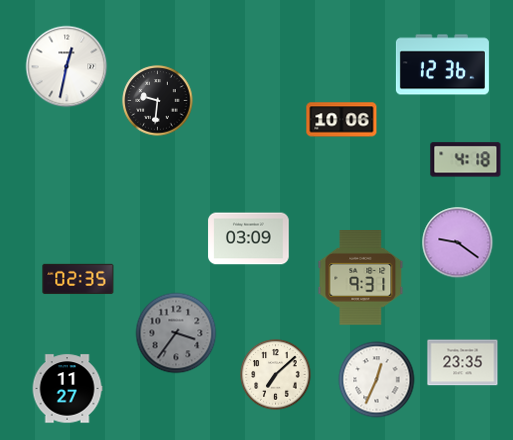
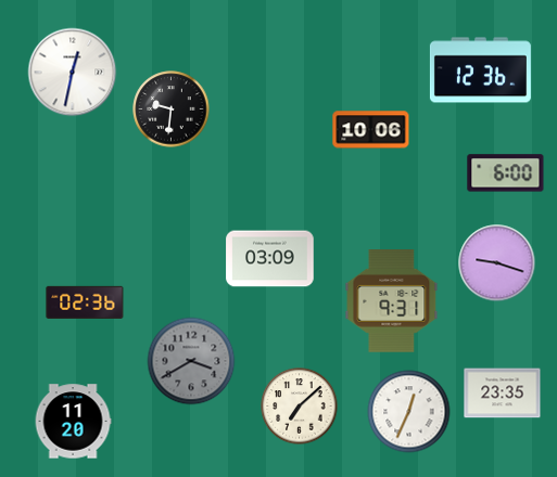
clock at (466, 160): 4:18 -> 6:00
clock at (458, 243): 9:21 -> 9:18
clock at (78, 279): 02:35 -> 02:36
clock at (176, 333): 3:36 -> 3:40
clock at (67, 389): 11:27 -> 11:20
